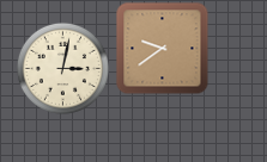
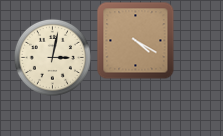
clock at (162, 48): 9:39 -> 4:20
